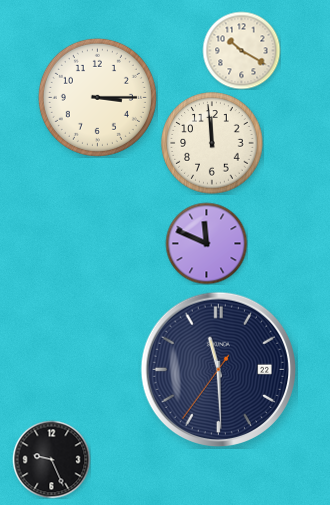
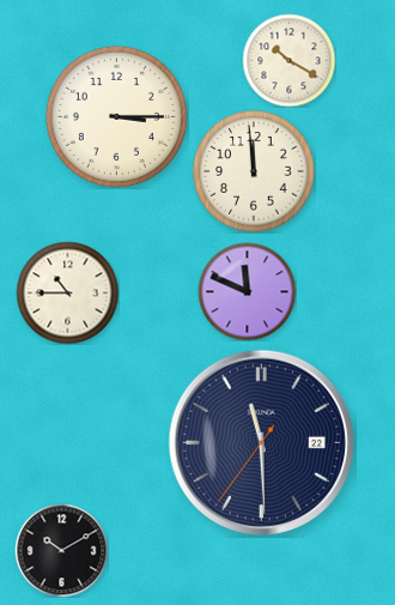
clock at (67, 292): none -> 10:45
clock at (51, 459): 9:26 -> 10:10
